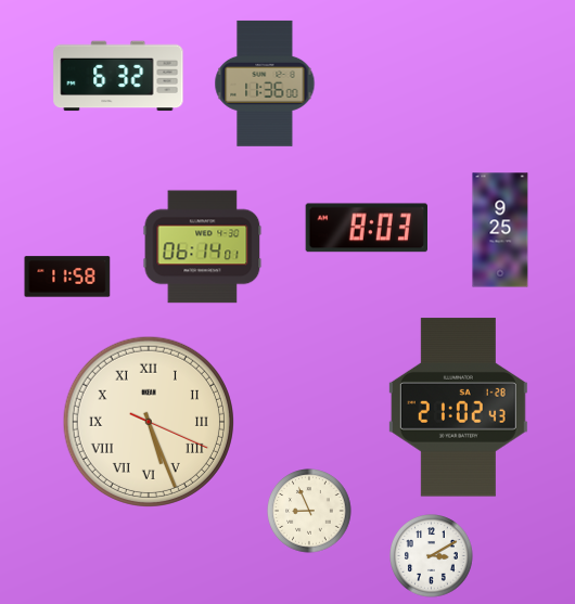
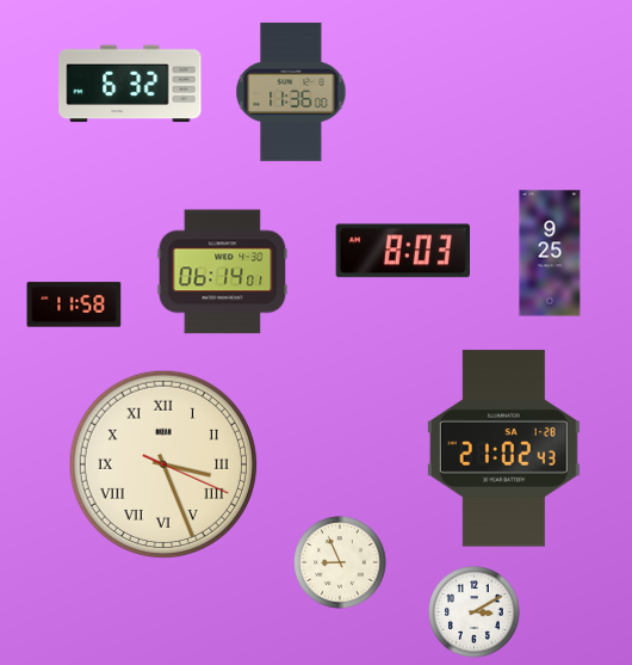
clock at (149, 422): 5:26 -> 3:26
